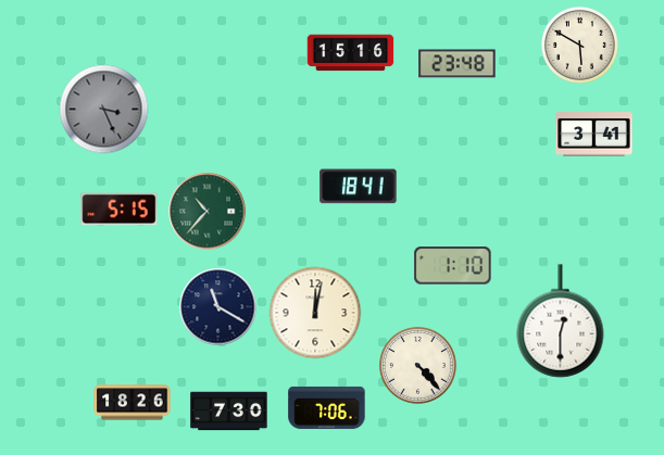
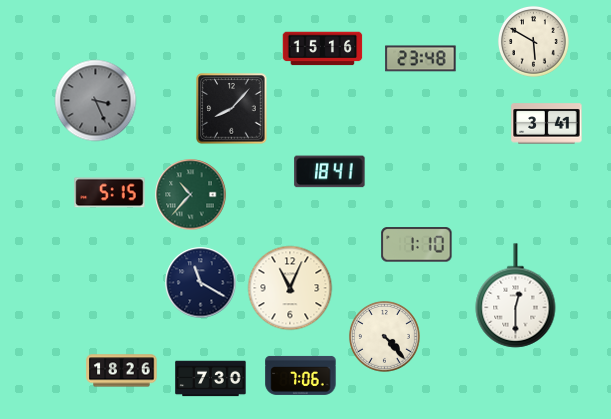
clock at (232, 109): none -> 8:07
clock at (315, 313): 12:02 -> 11:04
